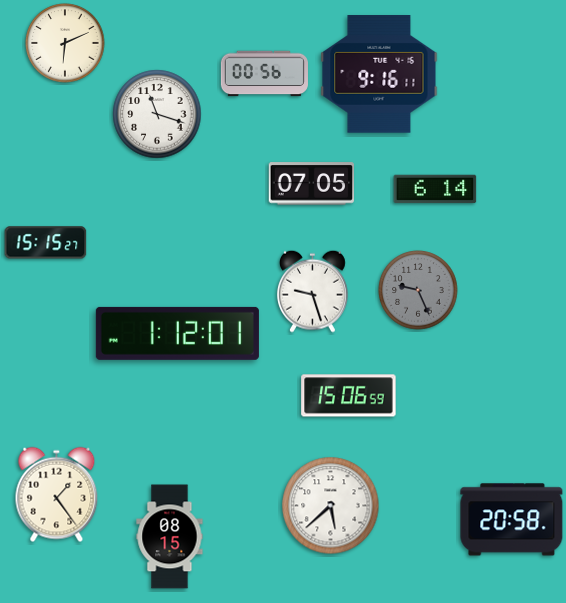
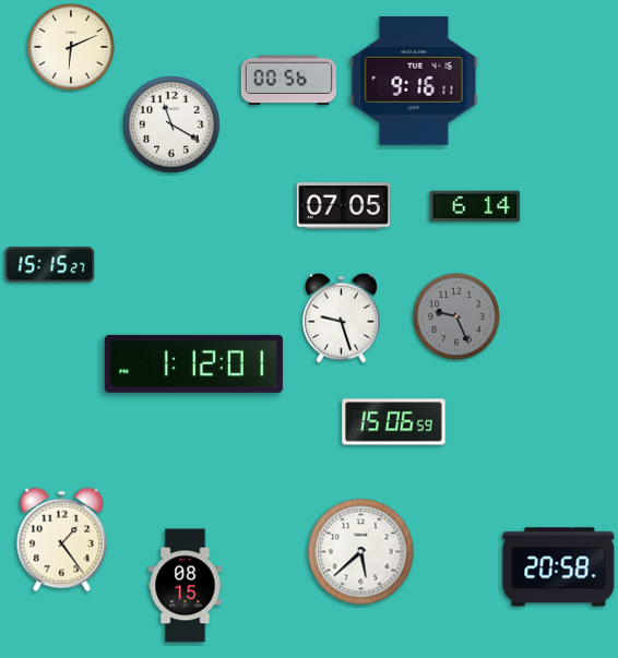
clock at (157, 114): 11:18 -> 11:20
clock at (311, 184) position: (311, 184) -> (343, 206)
clock at (349, 396) position: (349, 396) -> (394, 422)
